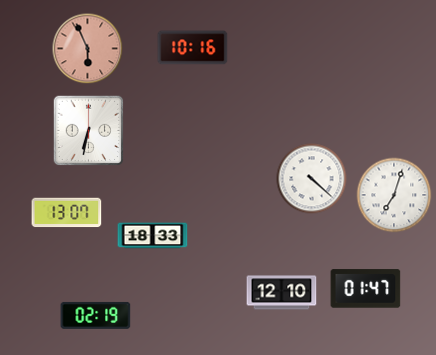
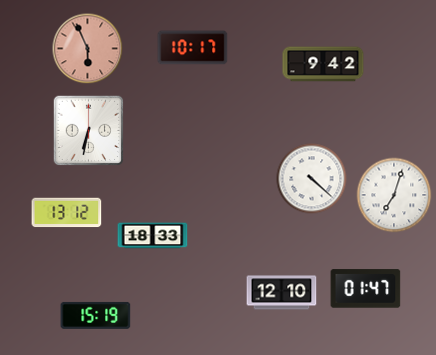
clock at (193, 48): 10:16 -> 10:17
clock at (323, 64): none -> 9:42
clock at (67, 213): 13:07 -> 13:12
clock at (96, 315): 02:19 -> 15:19
